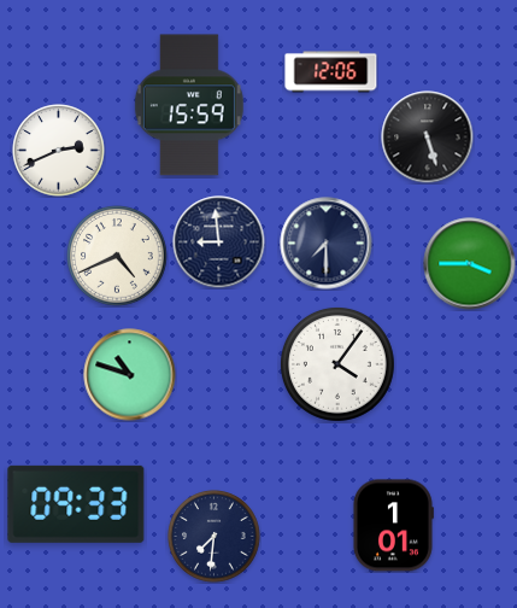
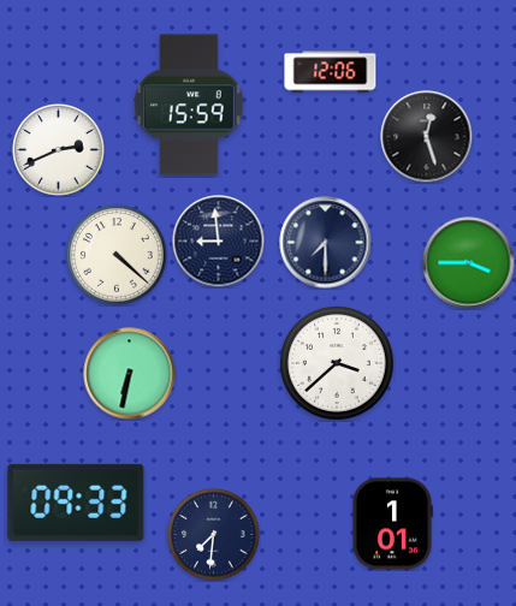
clock at (428, 138): 5:27 -> 12:27
clock at (117, 256): 4:41 -> 4:22
clock at (337, 364): 4:06 -> 3:38
clock at (130, 375): 10:48 -> 6:32
